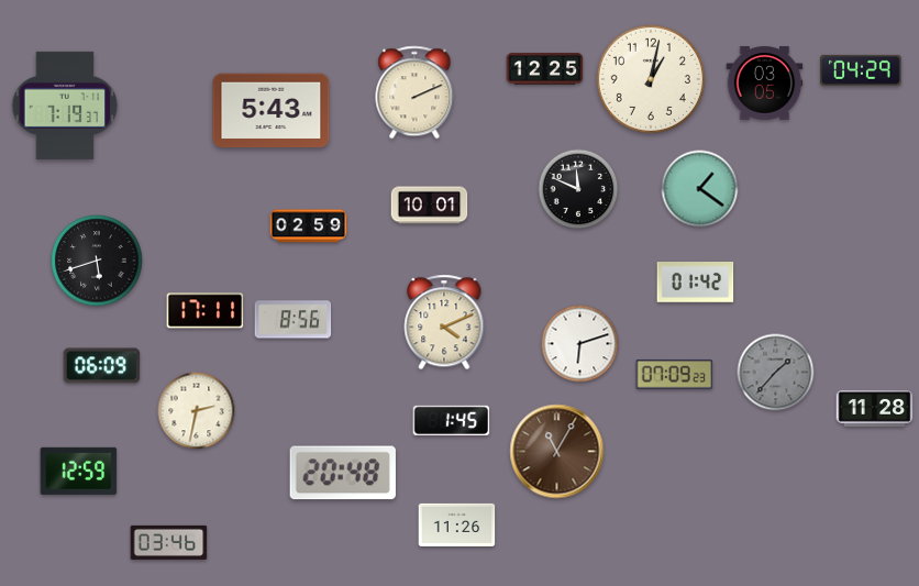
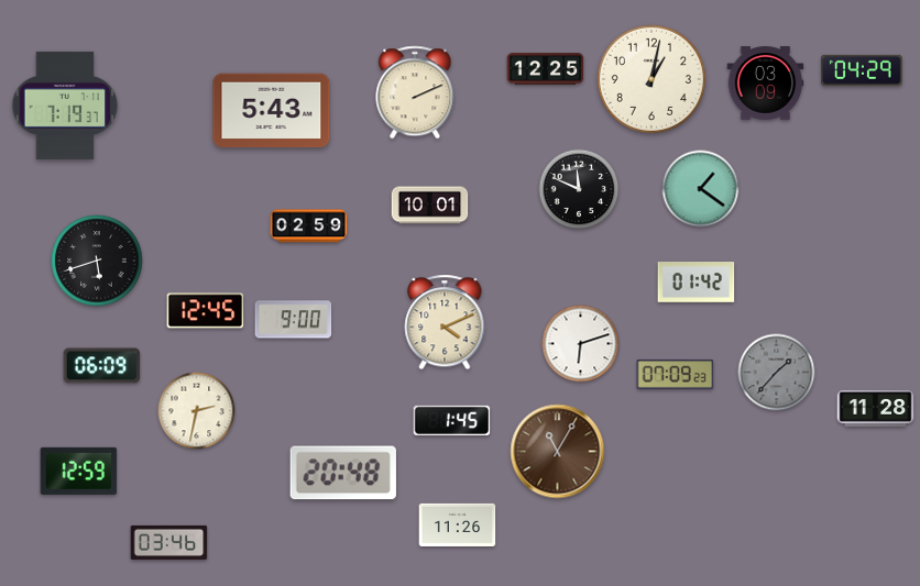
clock at (765, 84): 03:05 -> 03:09
clock at (206, 311): 17:11 -> 12:45
clock at (294, 320): 8:56 -> 9:00
